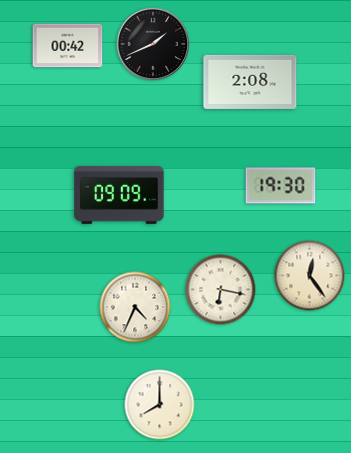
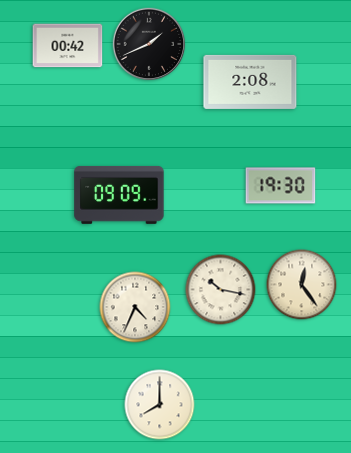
clock at (153, 44) position: (153, 44) -> (149, 44)
clock at (310, 276) position: (310, 276) -> (302, 285)
clock at (221, 290): 6:17 -> 10:17
